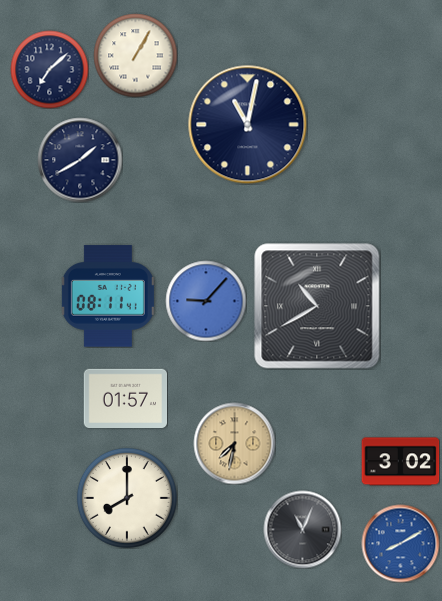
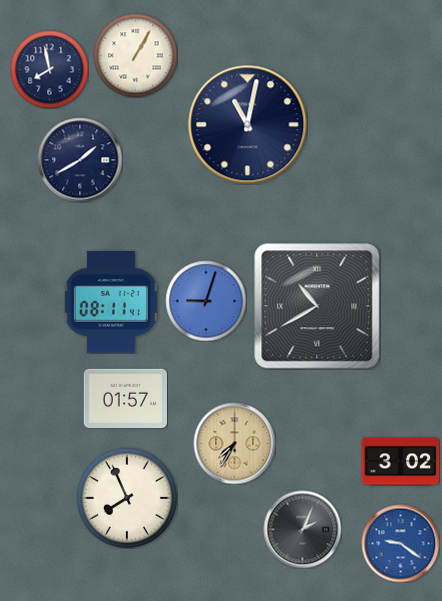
clock at (49, 69): 7:08 -> 7:58
clock at (108, 296) position: (108, 296) -> (111, 302)
clock at (206, 301): 9:07 -> 9:03
clock at (234, 443): 7:32 -> 7:35
clock at (127, 498): 8:00 -> 7:56
clock at (302, 529): 11:04 -> 2:04
clock at (400, 543): 8:10 -> 9:21
